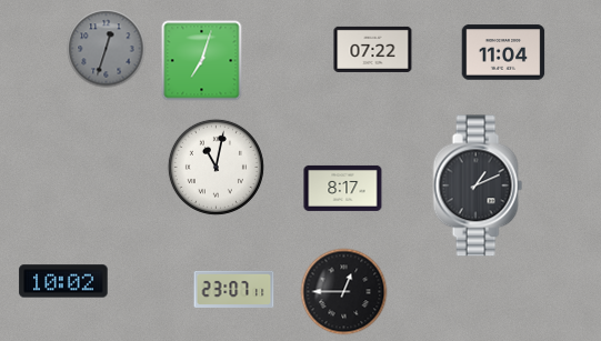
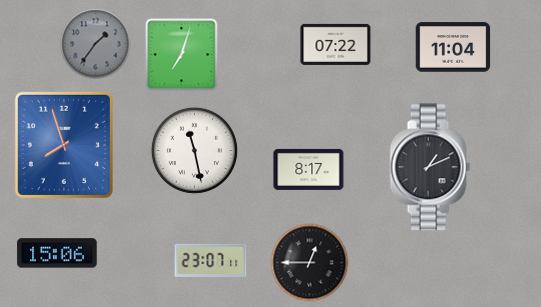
clock at (107, 49): 12:33 -> 1:36
clock at (64, 145): none -> 7:57
clock at (216, 167): 11:02 -> 11:28
clock at (63, 281): 10:02 -> 15:06
